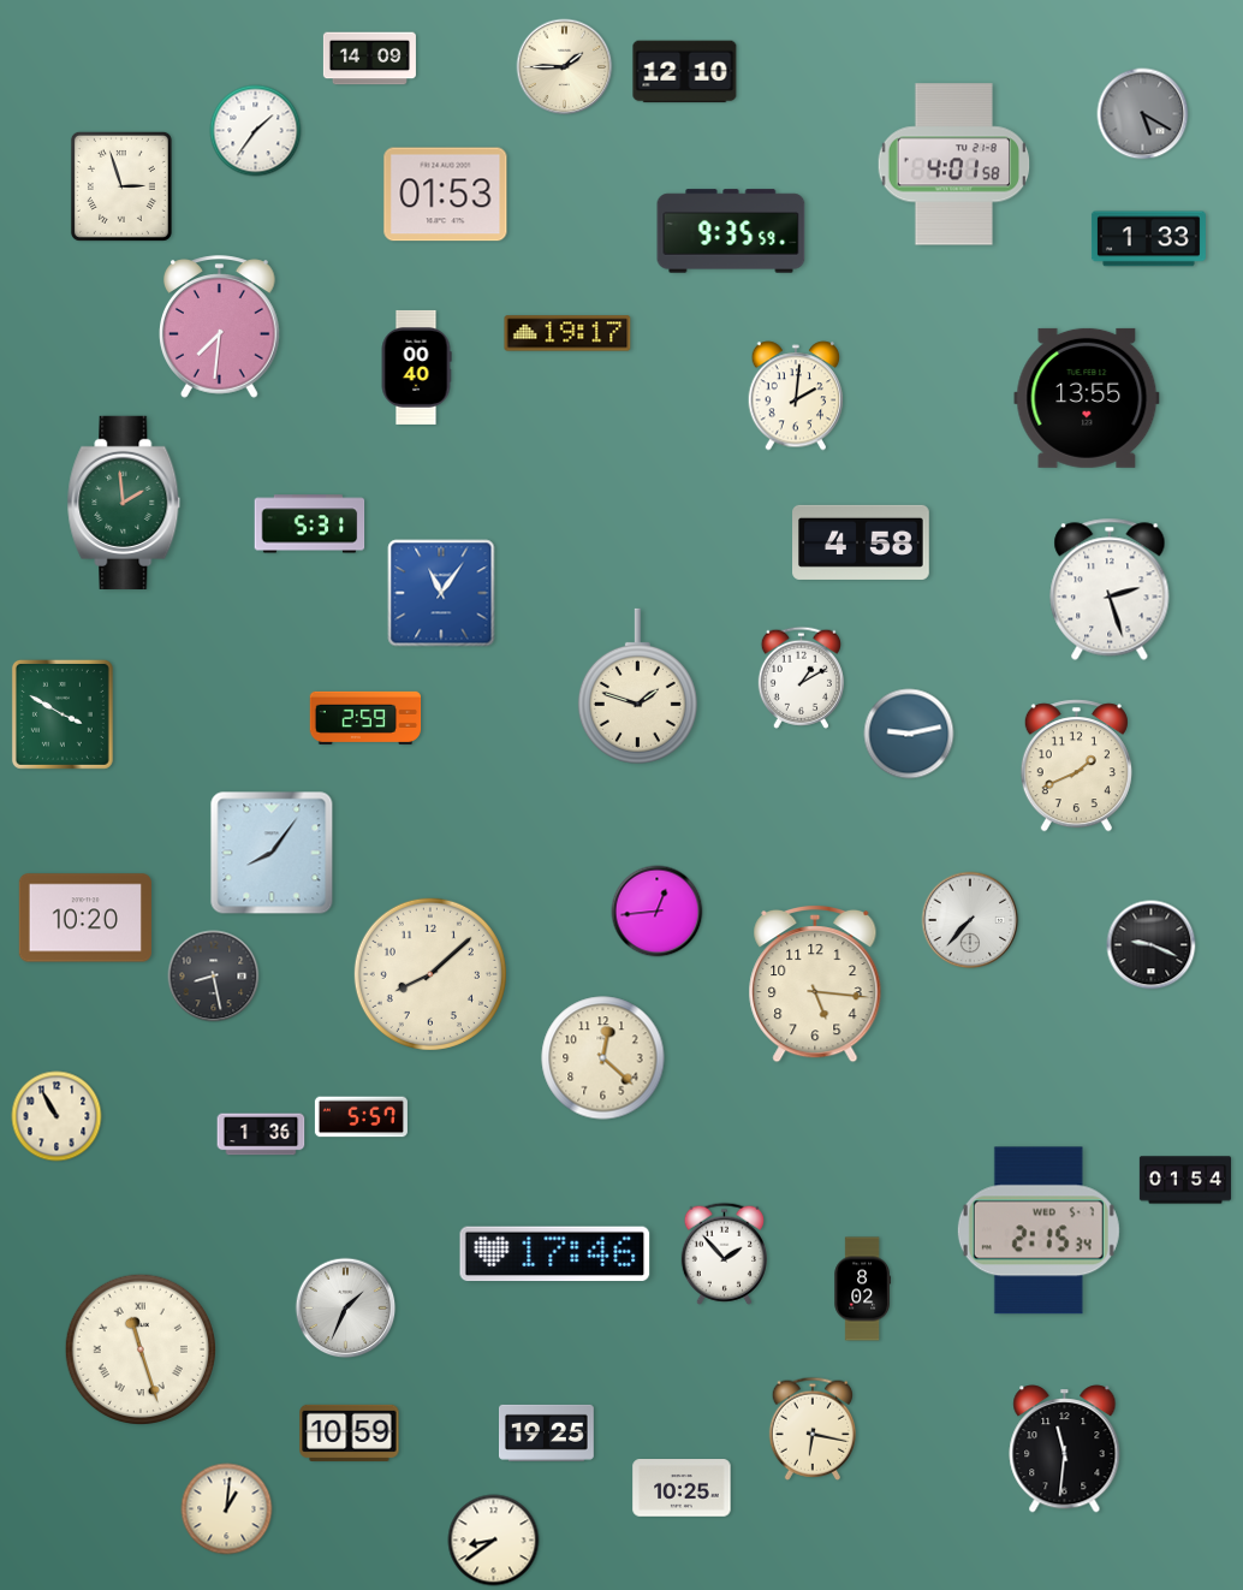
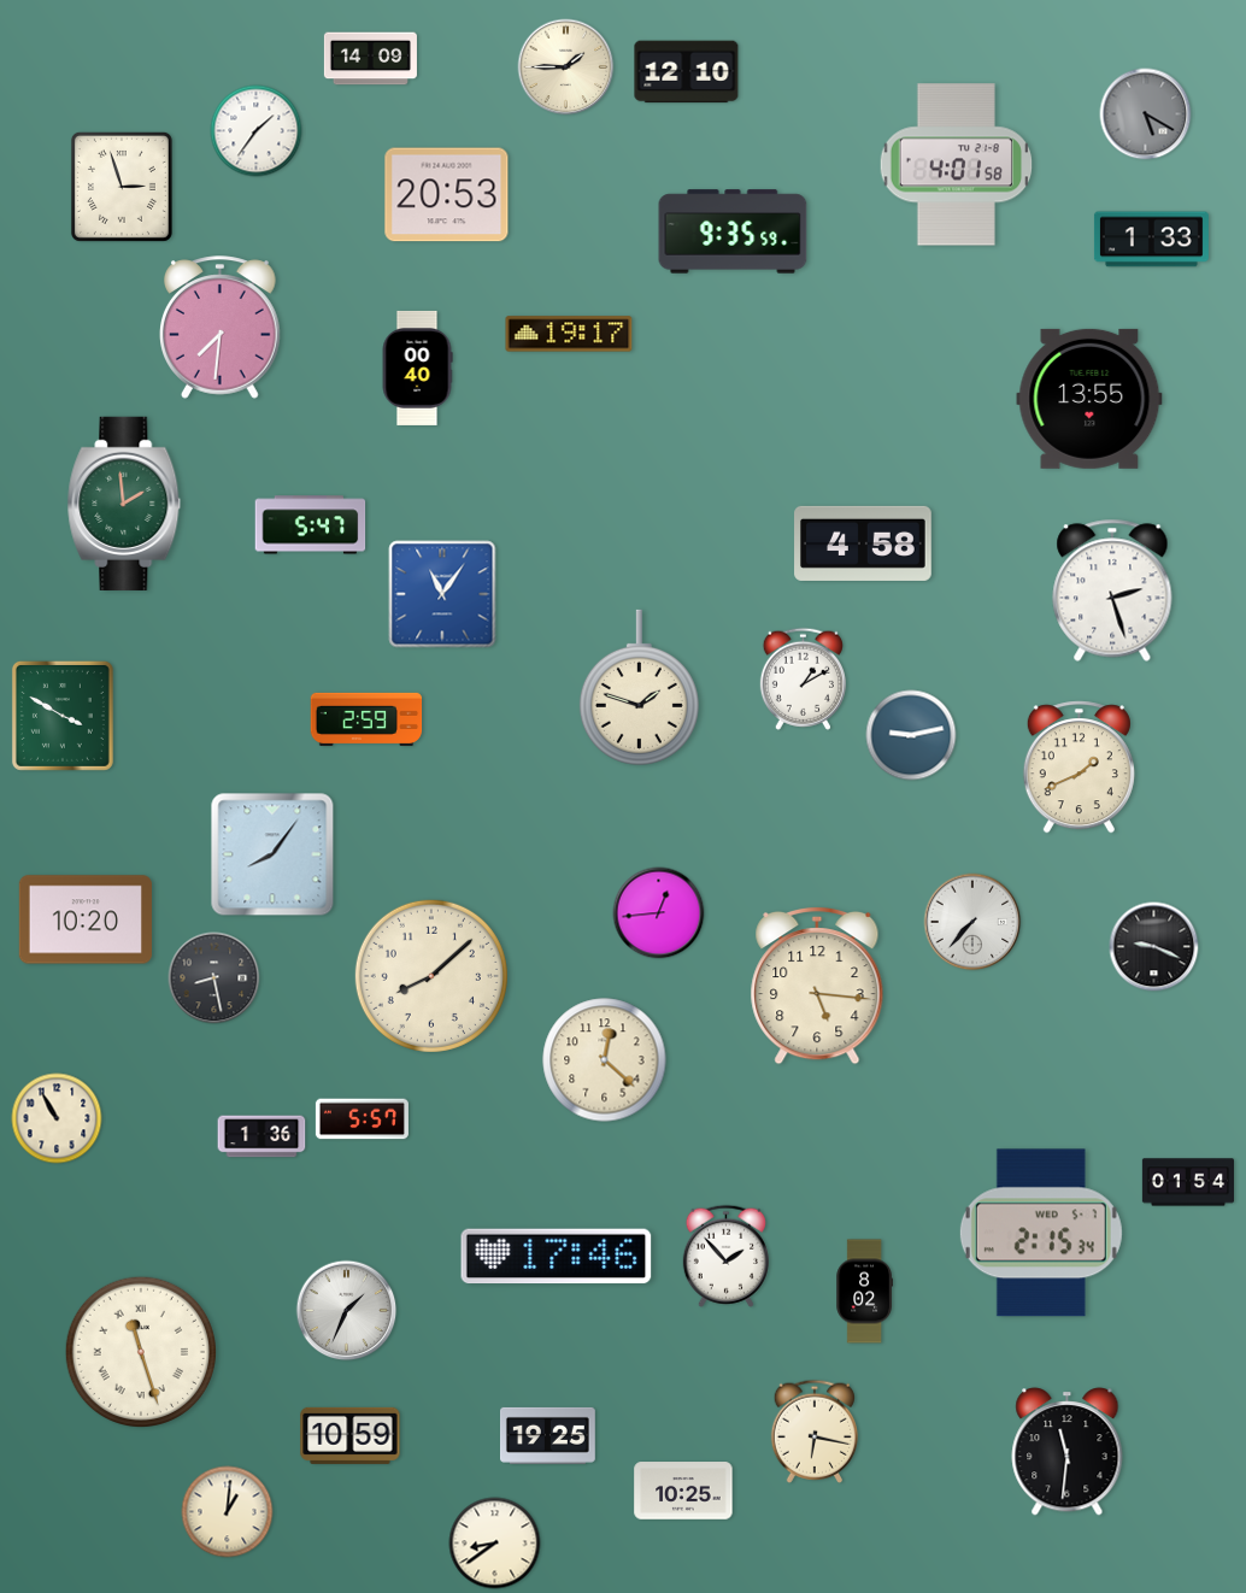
clock at (446, 195): 01:53 -> 20:53
clock at (796, 396): 2:01 -> none
clock at (310, 524): 5:31 -> 5:47
